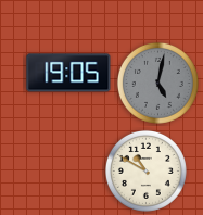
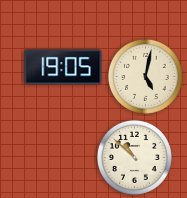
clock at (157, 83) dial: grey -> cream
clock at (145, 170): 10:50 -> 10:52
